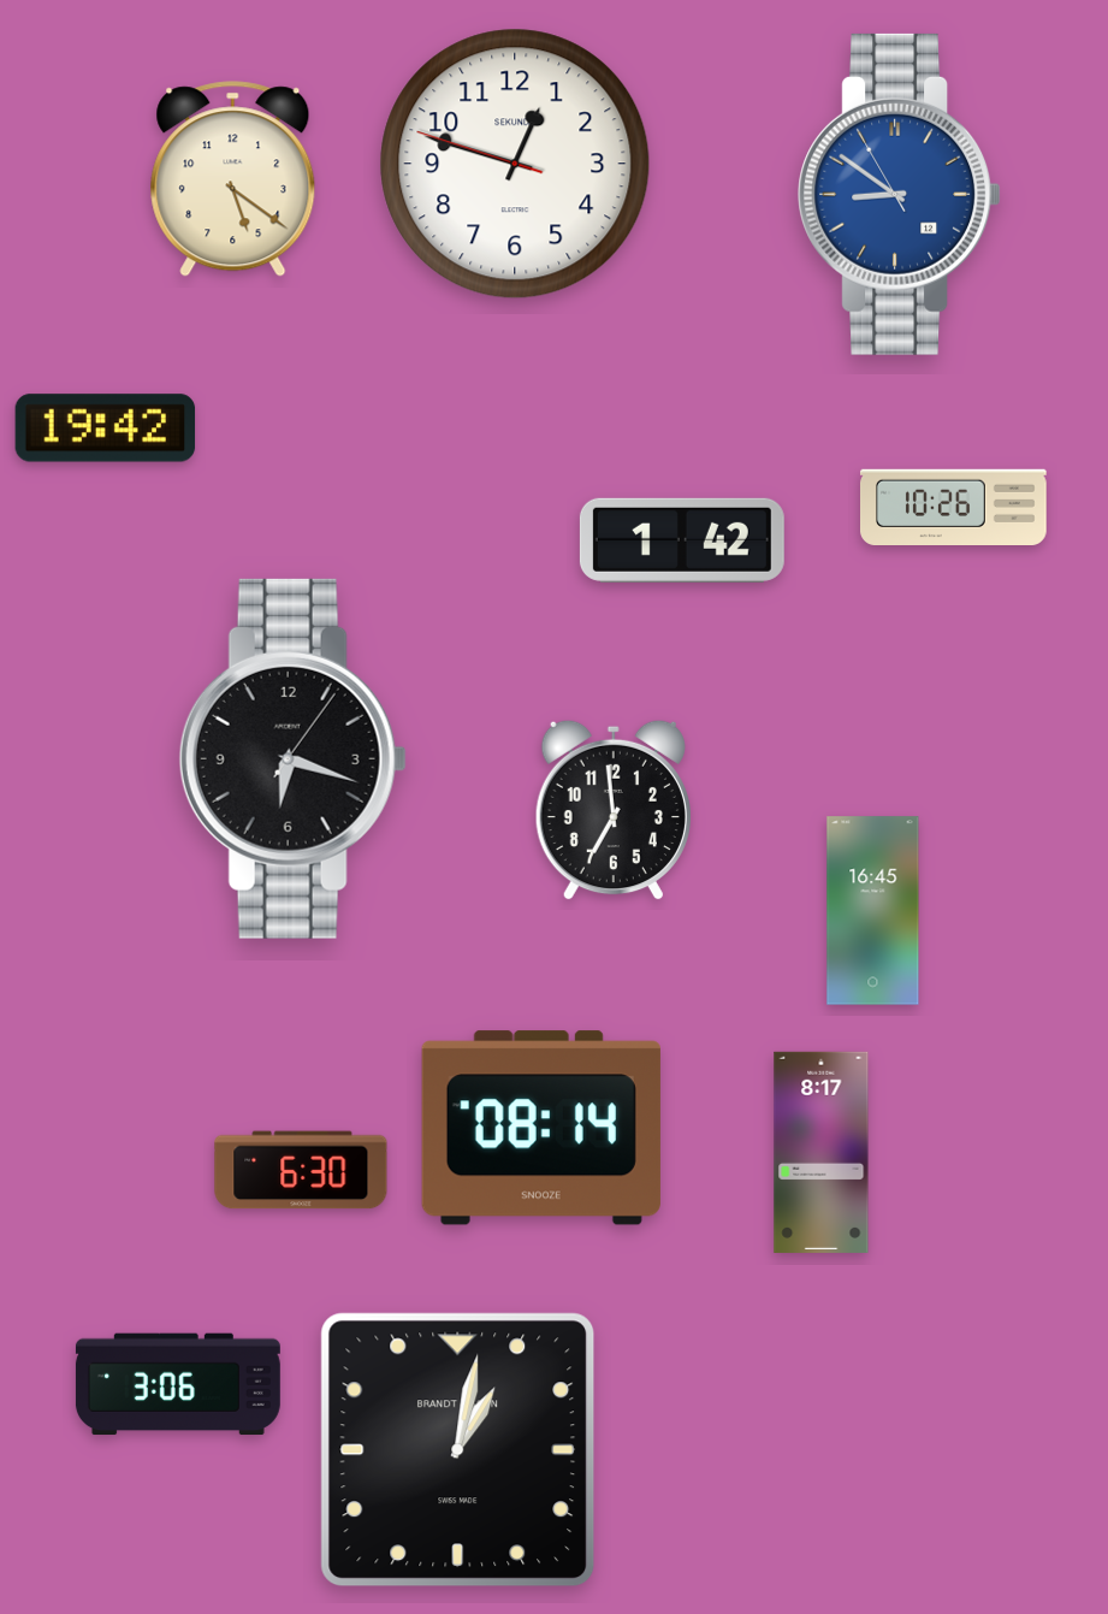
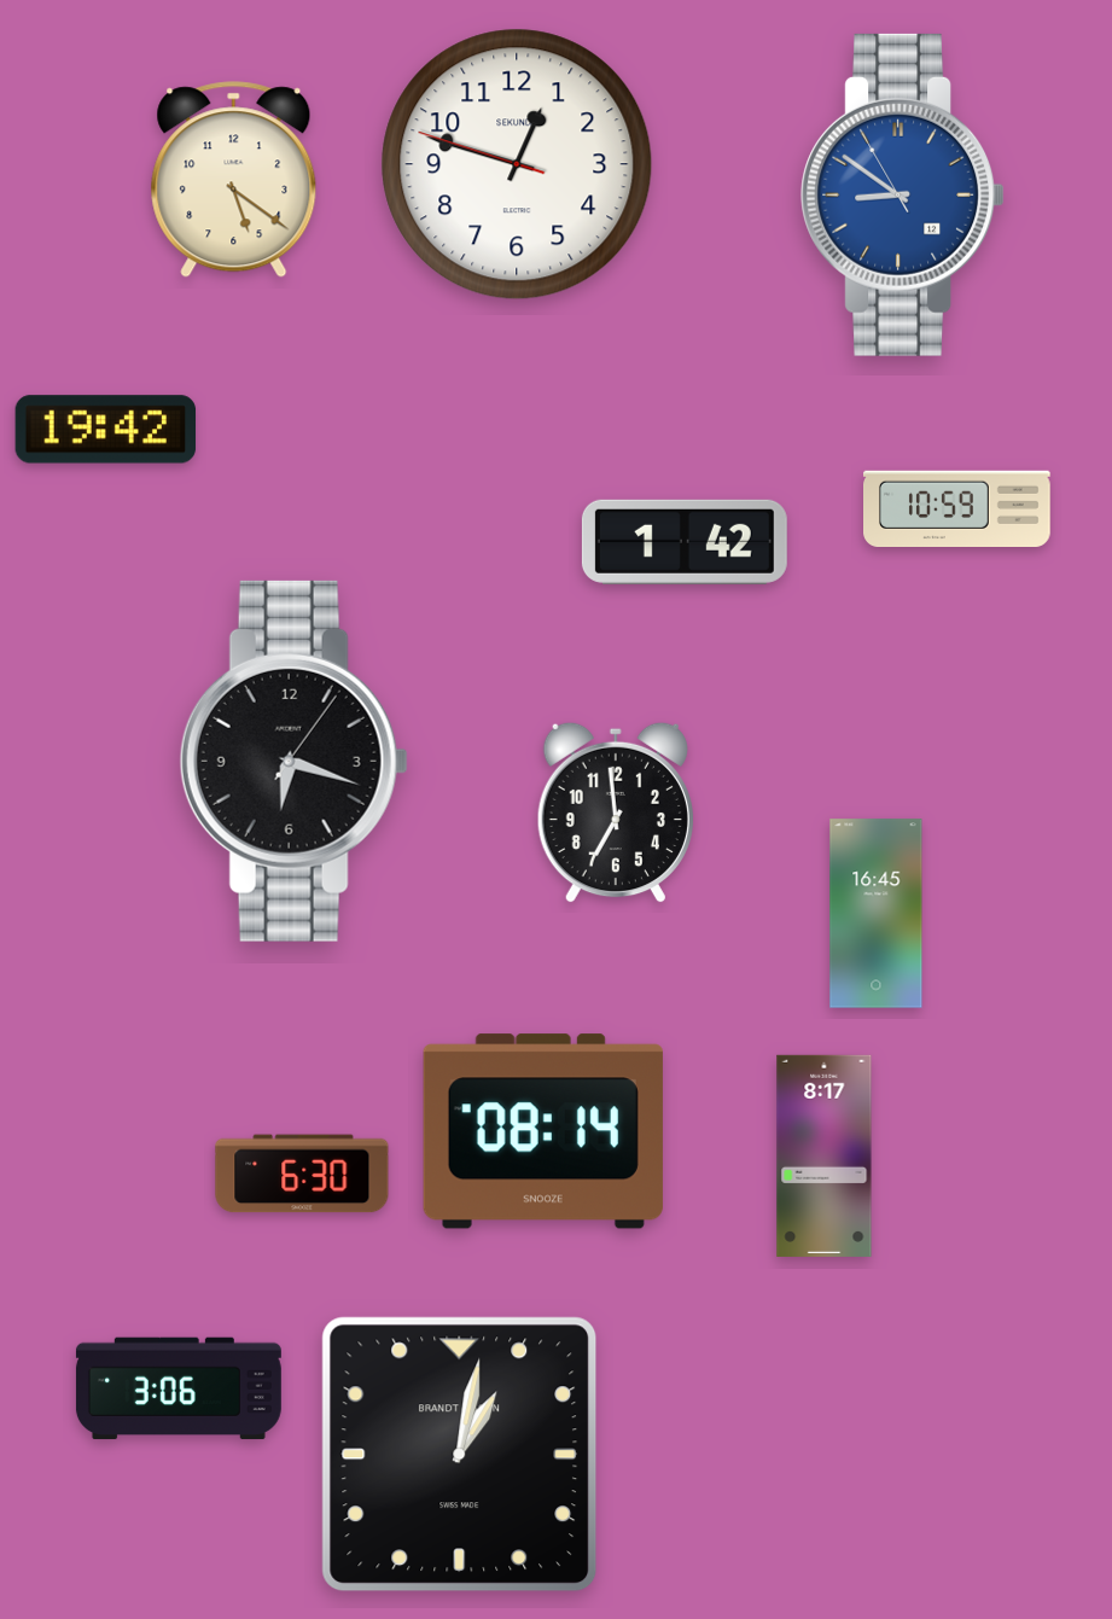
clock at (954, 507): 10:26 -> 10:59
